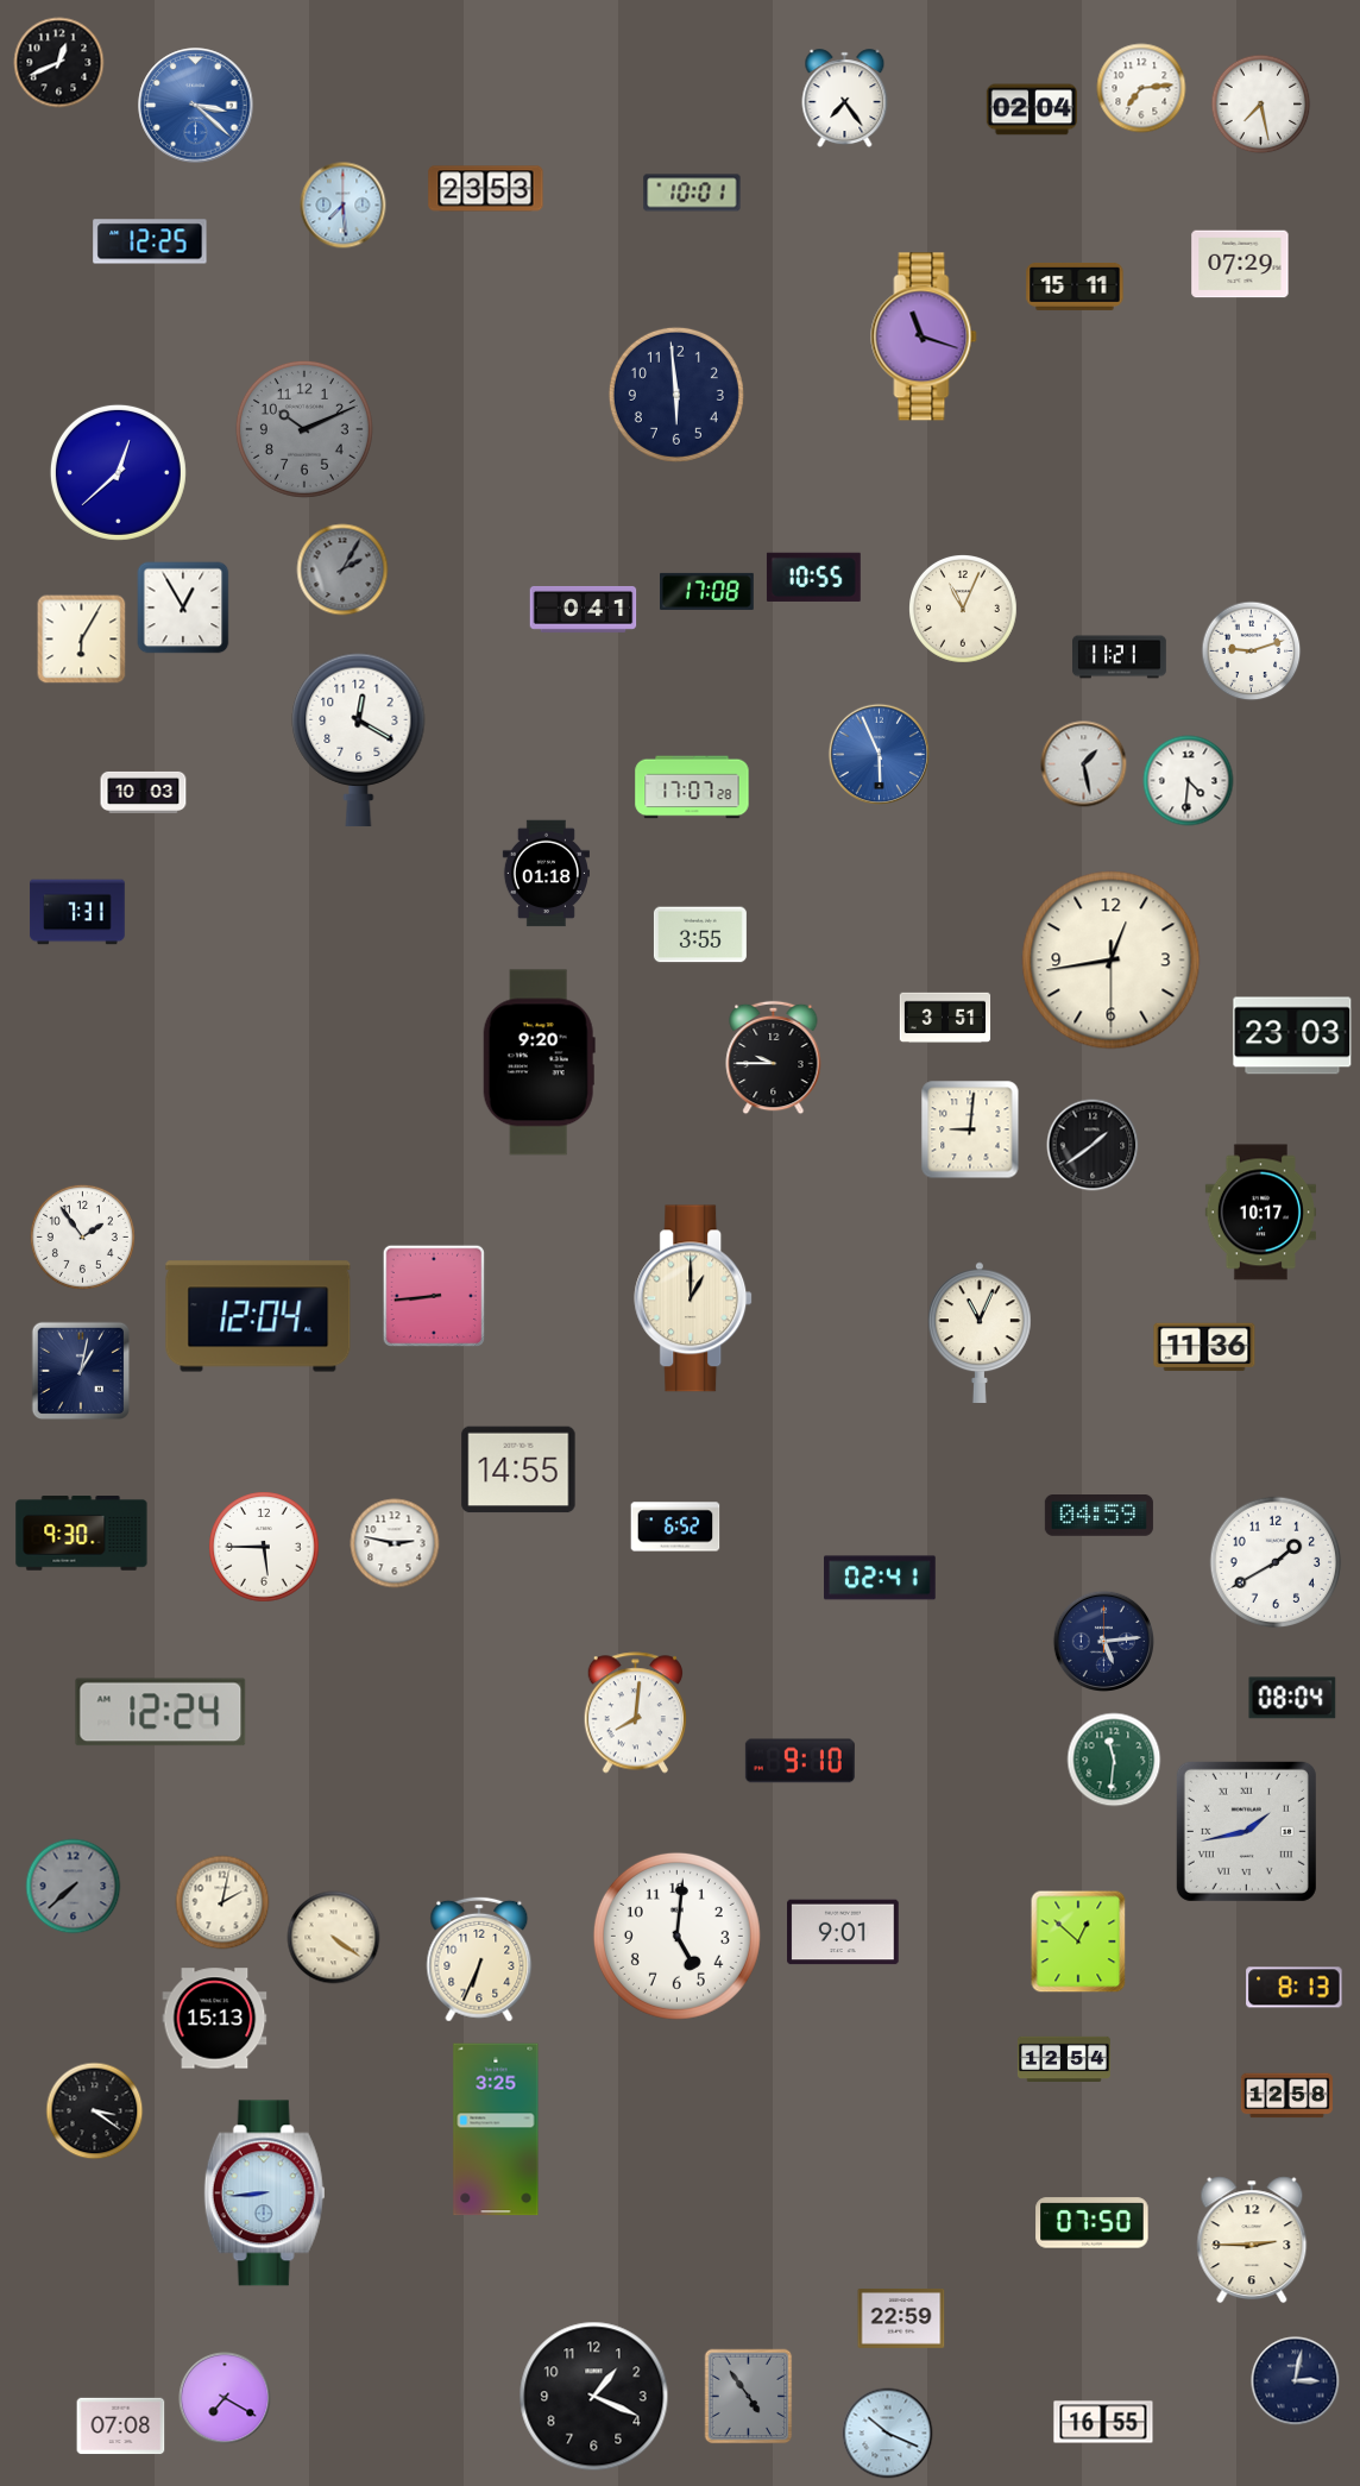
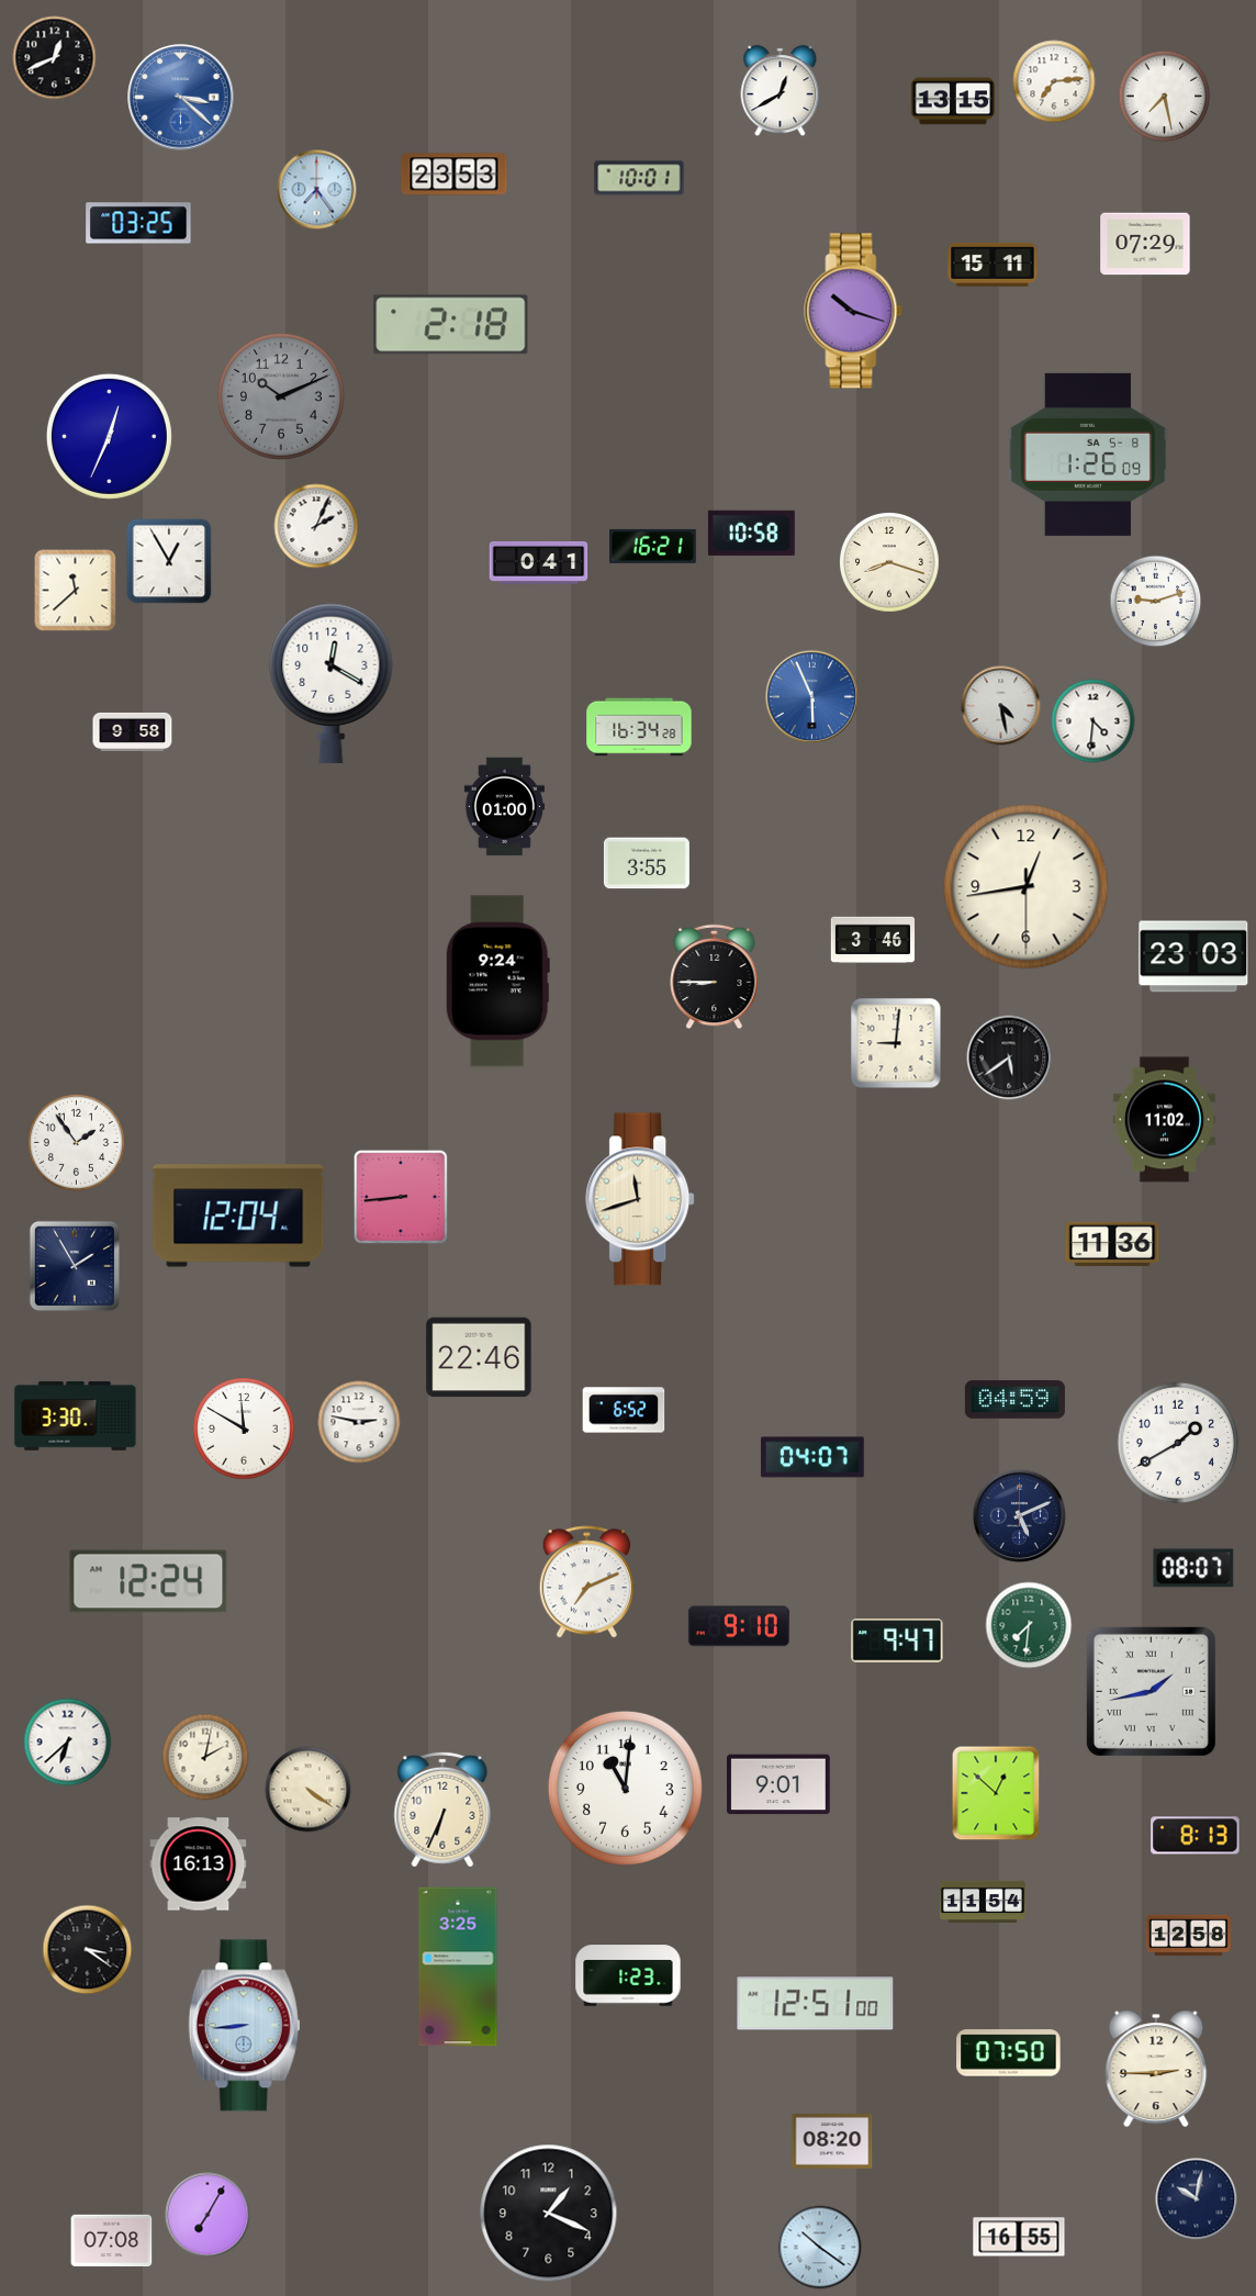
clock at (845, 99): 7:24 -> 12:40
clock at (1031, 109): 02:04 -> 13:15
clock at (486, 189) position: (486, 189) -> (455, 175)
clock at (344, 206): 7:29 -> 7:24
clock at (150, 241): 12:25 -> 03:25
clock at (924, 336): 11:18 -> 10:18
clock at (451, 325): none -> 2:18
clock at (676, 395): 5:59 -> none
clock at (118, 472): 12:38 -> 12:34
clock at (1088, 455): none -> 1:26
clock at (342, 569): 2:05 -> 2:04
clock at (342, 569) dial: grey -> white
clock at (813, 577): 10:55 -> 10:58
clock at (707, 591): 17:08 -> 16:21
clock at (964, 610): 11:04 -> 8:18
clock at (82, 640): 6:05 -> 11:38
clock at (1120, 657): 11:21 -> none
clock at (1084, 764): 1:28 -> 4:28
clock at (1189, 781) position: (1189, 781) -> (1094, 721)
clock at (692, 787): 17:07 -> 16:34
clock at (144, 792): 10:03 -> 9:58
clock at (546, 874): 01:18 -> 01:00
clock at (77, 912): 7:31 -> none
clock at (945, 1018): 3:51 -> 3:46
clock at (774, 1058): 9:45 -> 8:45
clock at (539, 1063): 9:20 -> 9:24
clock at (1093, 1145): 1:39 -> 5:39
clock at (1260, 1213): 10:17 -> 11:02
clock at (694, 1298): 1:00 -> 11:42
clock at (981, 1332): 11:04 -> none
clock at (81, 1371): 1:02 -> 1:55
clock at (518, 1469): 14:55 -> 22:46
clock at (82, 1534): 9:30 -> 3:30
clock at (395, 1543) position: (395, 1543) -> (359, 1422)
clock at (264, 1547): 5:45 -> 11:50
clock at (880, 1578): 02:41 -> 04:07
clock at (1103, 1641): 5:14 -> 5:11
clock at (1292, 1698): 08:04 -> 08:07
clock at (635, 1713): 8:01 -> 7:11
clock at (1114, 1760): 11:31 -> 7:31
clock at (897, 1640): none -> 9:47
clock at (74, 1887): 7:38 -> 6:38
clock at (74, 1887) dial: grey -> white
clock at (676, 1936): 5:01 -> 11:01
clock at (215, 2019): 15:13 -> 16:13
clock at (1064, 2058): 12:54 -> 11:54
clock at (628, 1975): none -> 1:23
clock at (816, 2004): none -> 12:51
clock at (901, 2318): 22:59 -> 08:20
clock at (1296, 2381): 3:02 -> 10:02
clock at (749, 2397): 4:54 -> none
clock at (225, 2398): 7:20 -> 7:05
clock at (888, 2434): 10:19 -> 10:21
